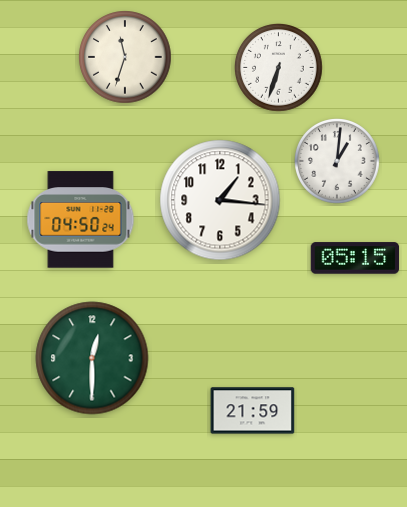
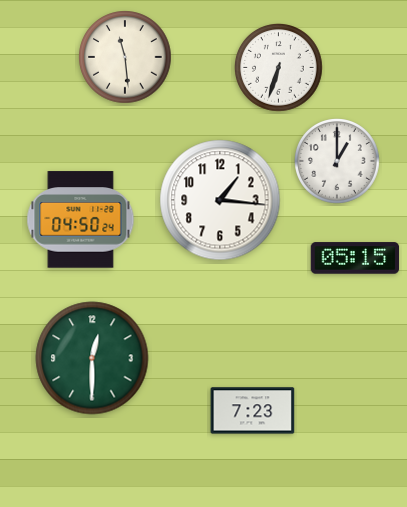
clock at (125, 57): 11:33 -> 11:29
clock at (338, 162): 1:01 -> 1:00
clock at (253, 411): 21:59 -> 7:23
